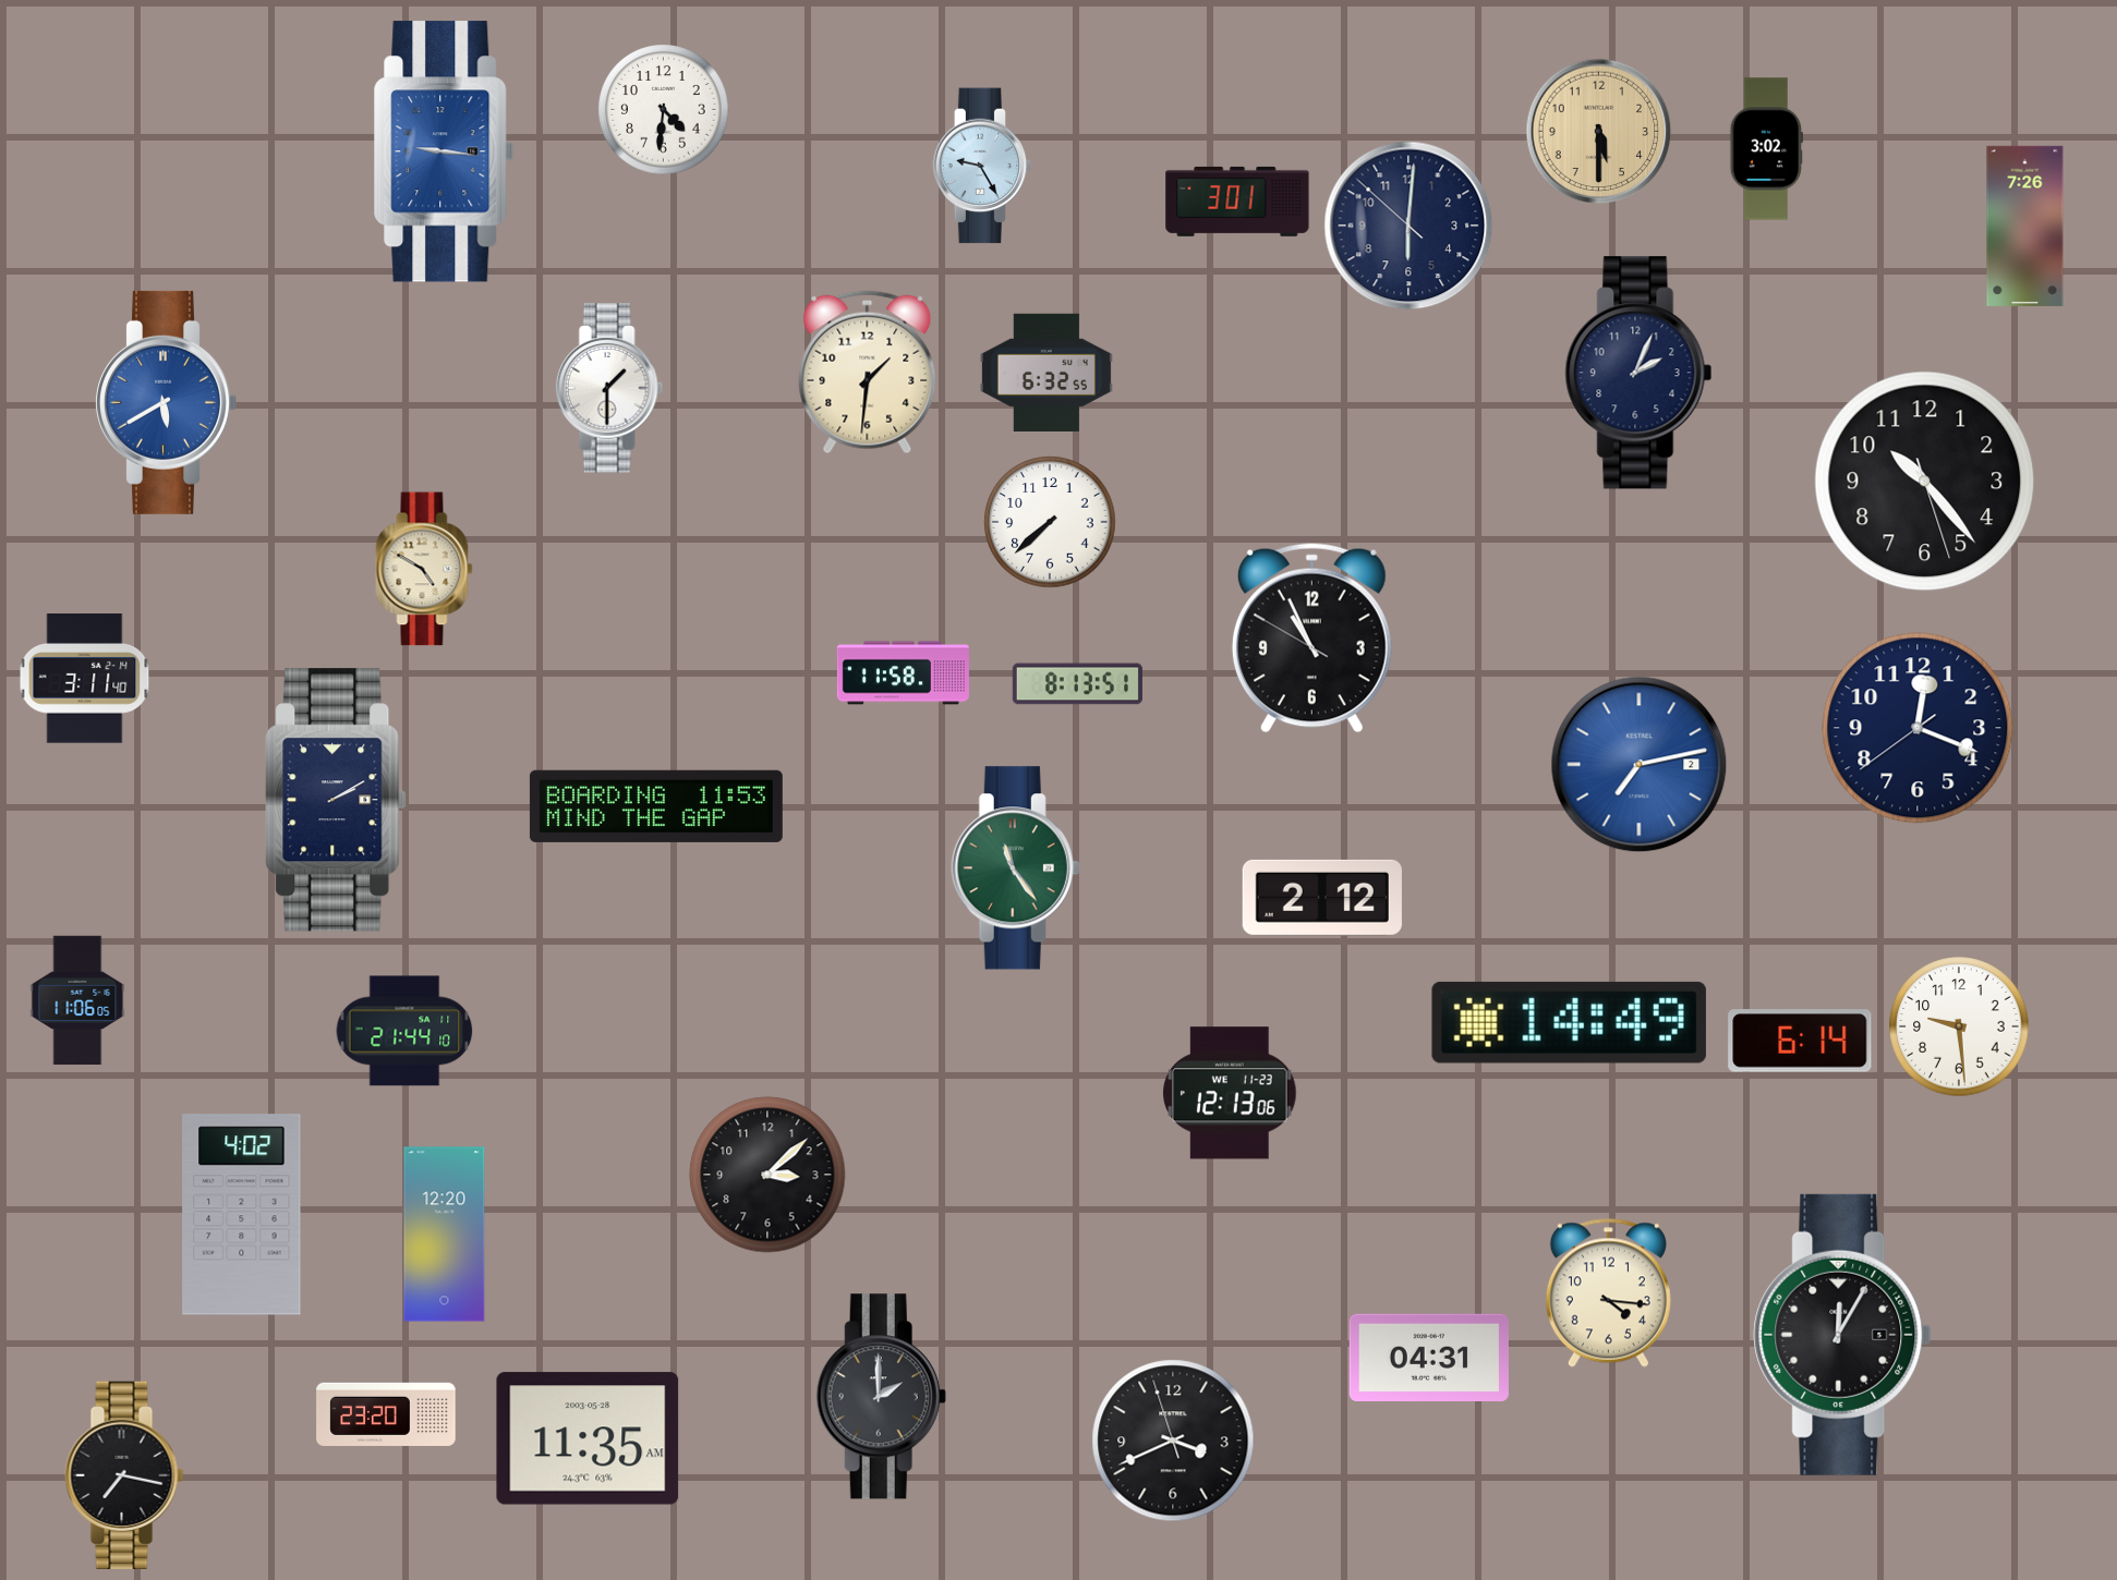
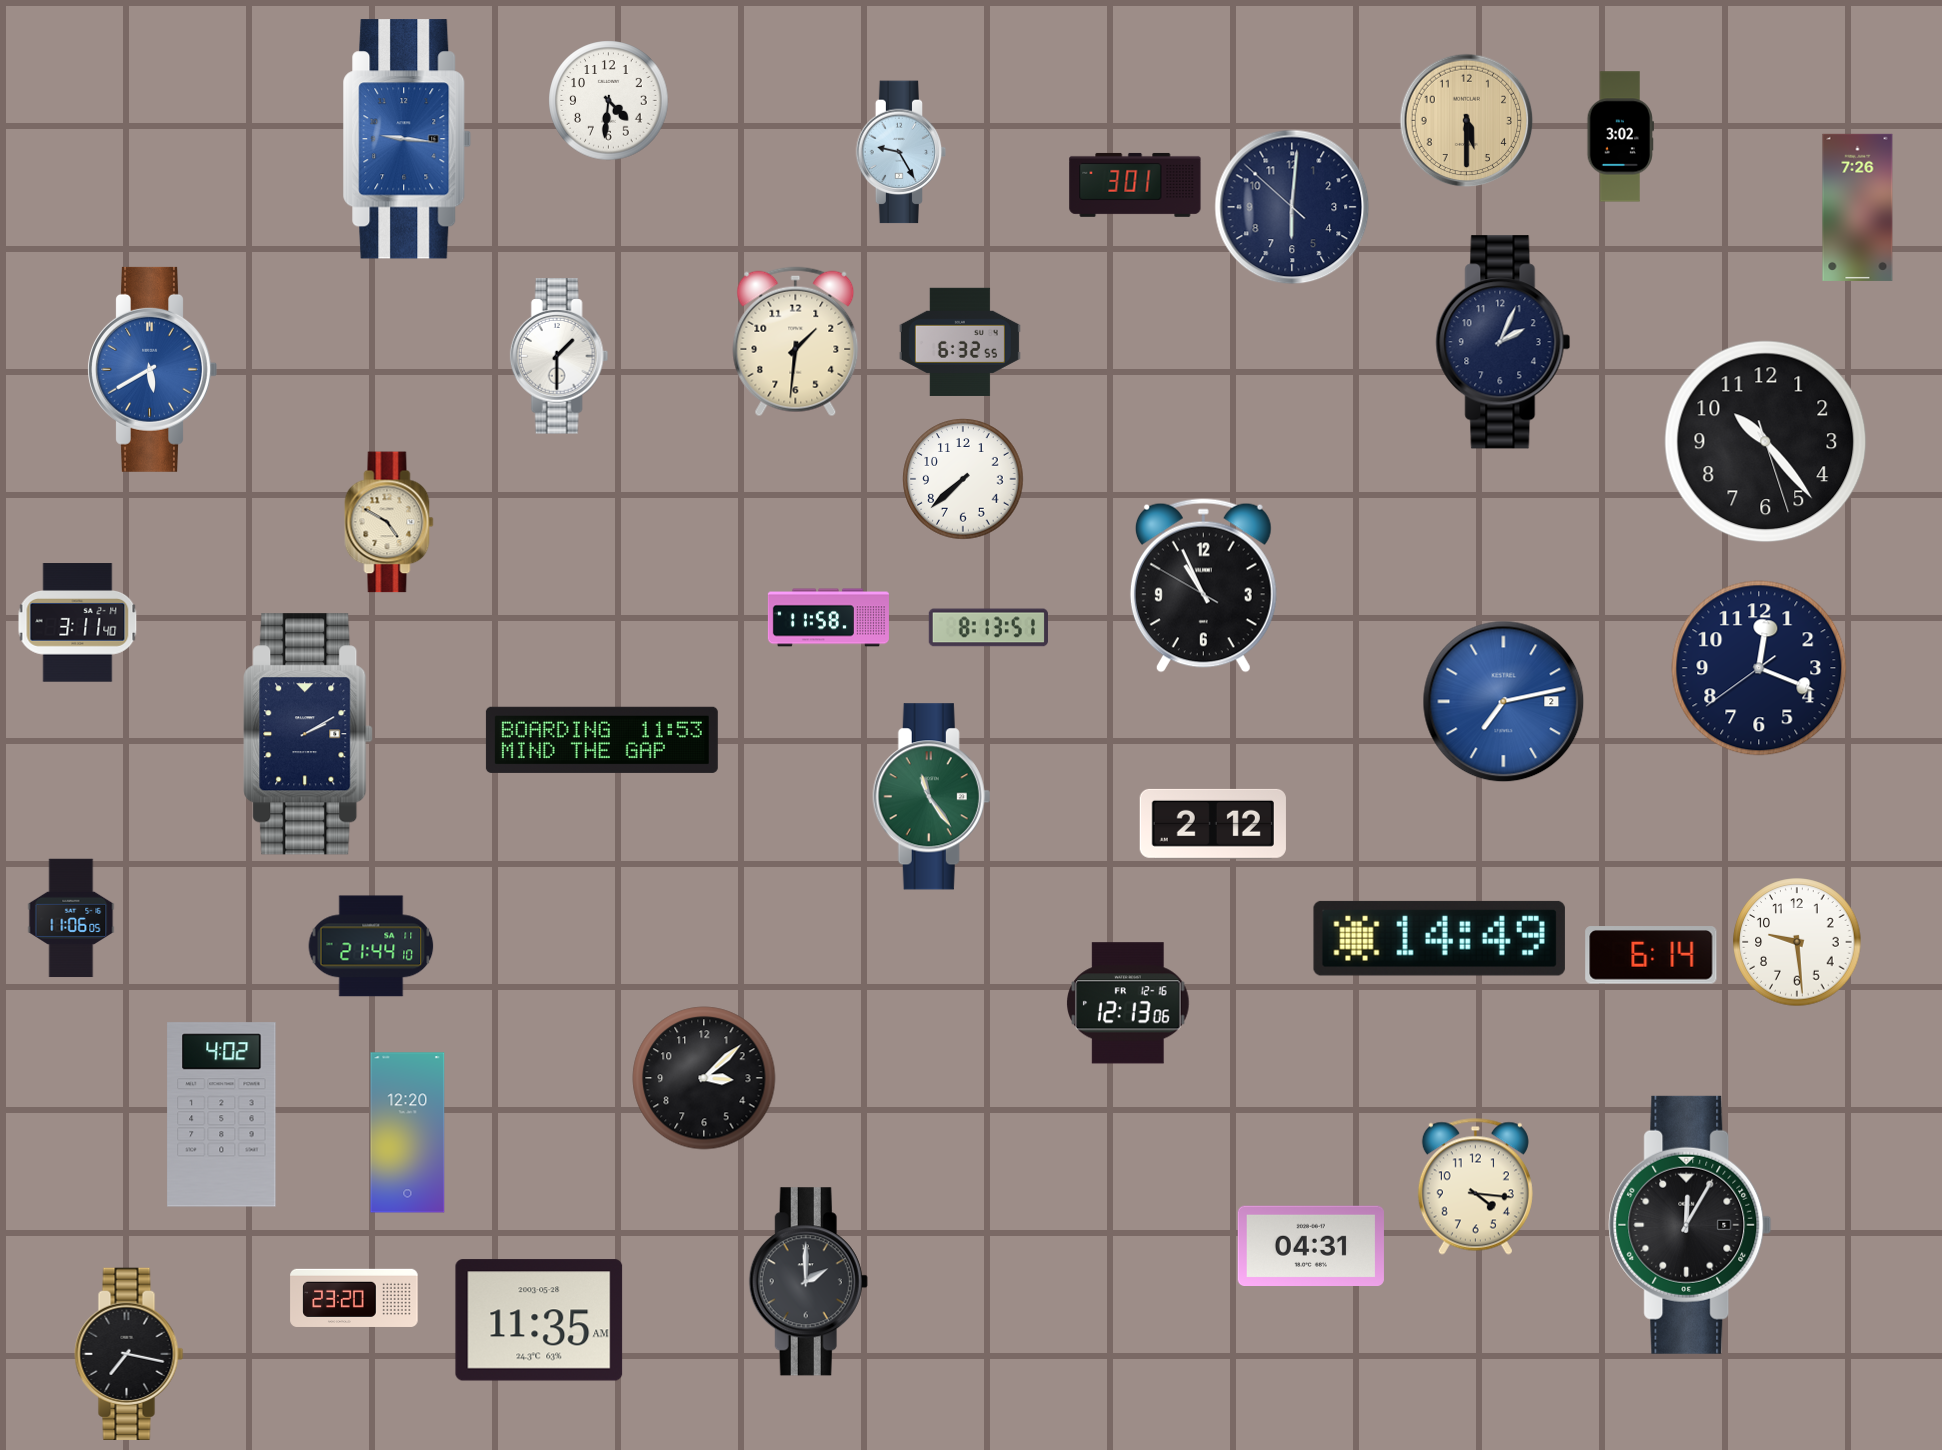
clock at (1230, 1093) date: WE 11-23 -> FR 12-16
clock at (1173, 1441): 3:40 -> none
clock at (124, 1475) position: (124, 1475) -> (129, 1354)
